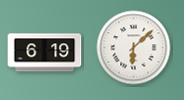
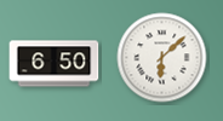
clock at (45, 53): 6:19 -> 6:50
